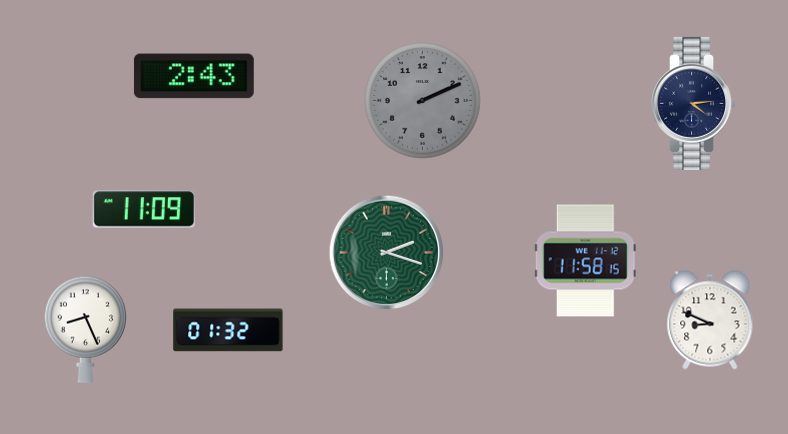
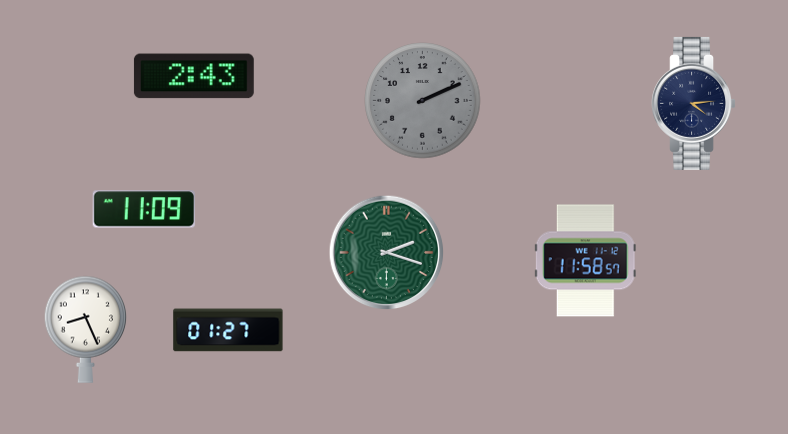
clock at (585, 261): 11:58:15 -> 11:58:57
clock at (710, 320): 8:49 -> none
clock at (228, 330): 01:32 -> 01:27
